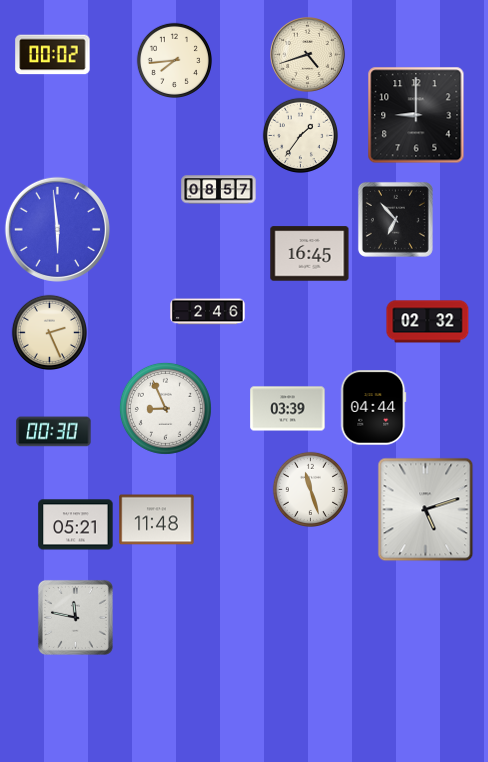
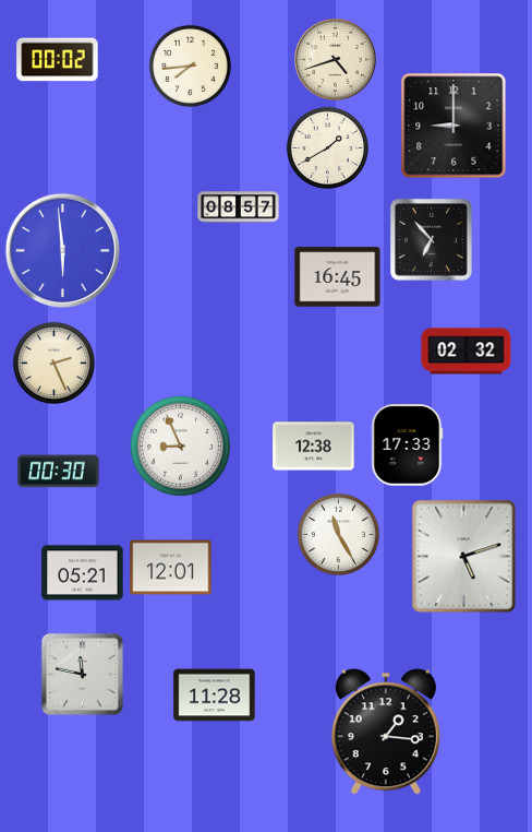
clock at (300, 135): 1:36 -> 1:40
clock at (208, 312): 2:46 -> none
clock at (374, 408): 04:44 -> 17:33
clock at (288, 409): 03:39 -> 12:38
clock at (310, 489): 11:27 -> 11:25
clock at (157, 520): 11:48 -> 12:01
clock at (215, 696): none -> 11:28
clock at (386, 732): none -> 1:16
